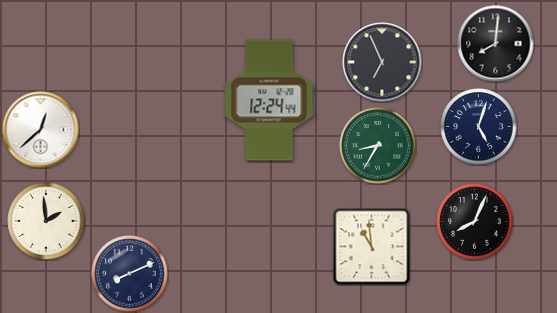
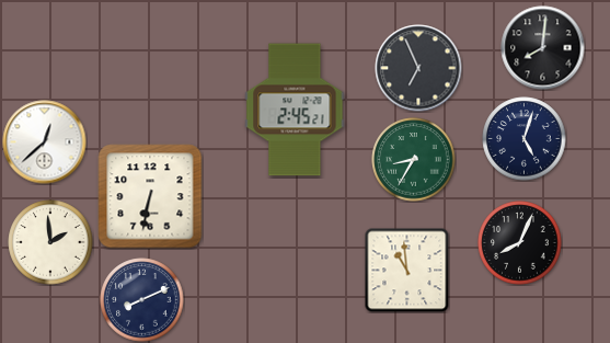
clock at (269, 100): 12:24 -> 2:45
clock at (150, 196): none -> 6:32
